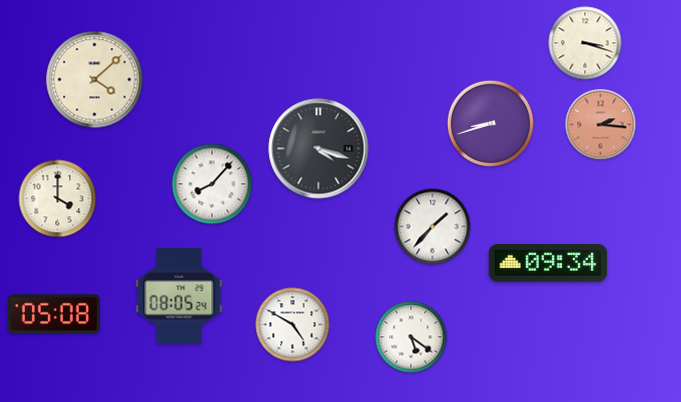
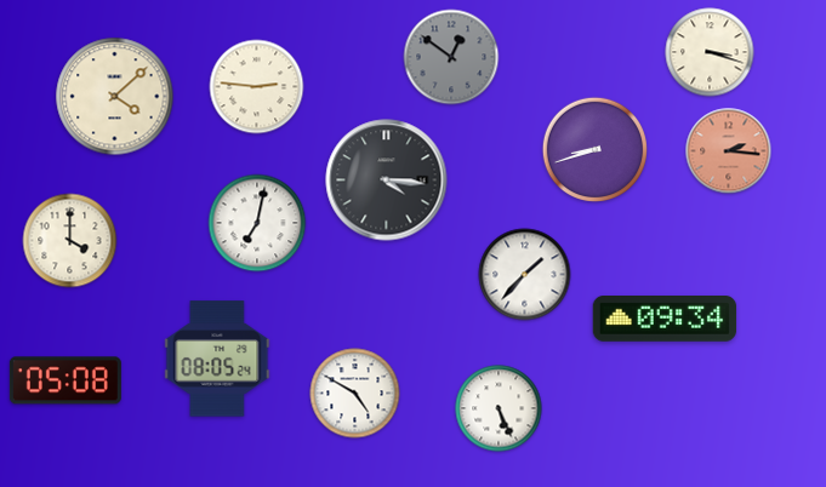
clock at (451, 57): none -> 12:51
clock at (257, 87): none -> 2:46
clock at (319, 149): 4:18 -> 4:16
clock at (212, 184): 8:07 -> 7:02
clock at (411, 337): 5:21 -> 5:26
